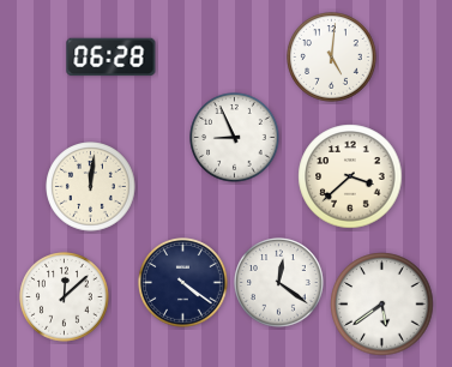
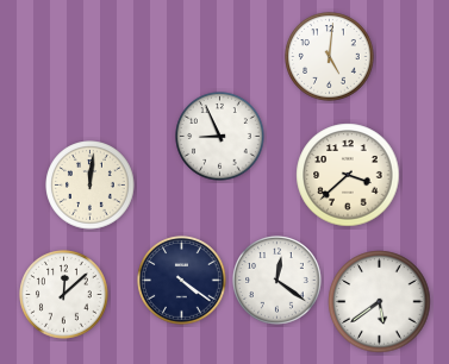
clock at (112, 58): 06:28 -> none
clock at (235, 138) position: (235, 138) -> (220, 137)
